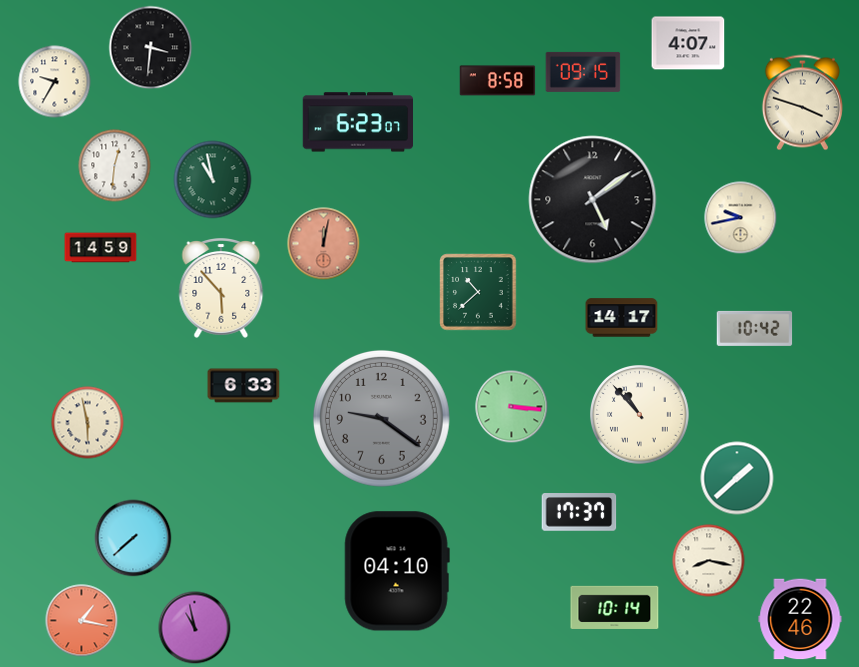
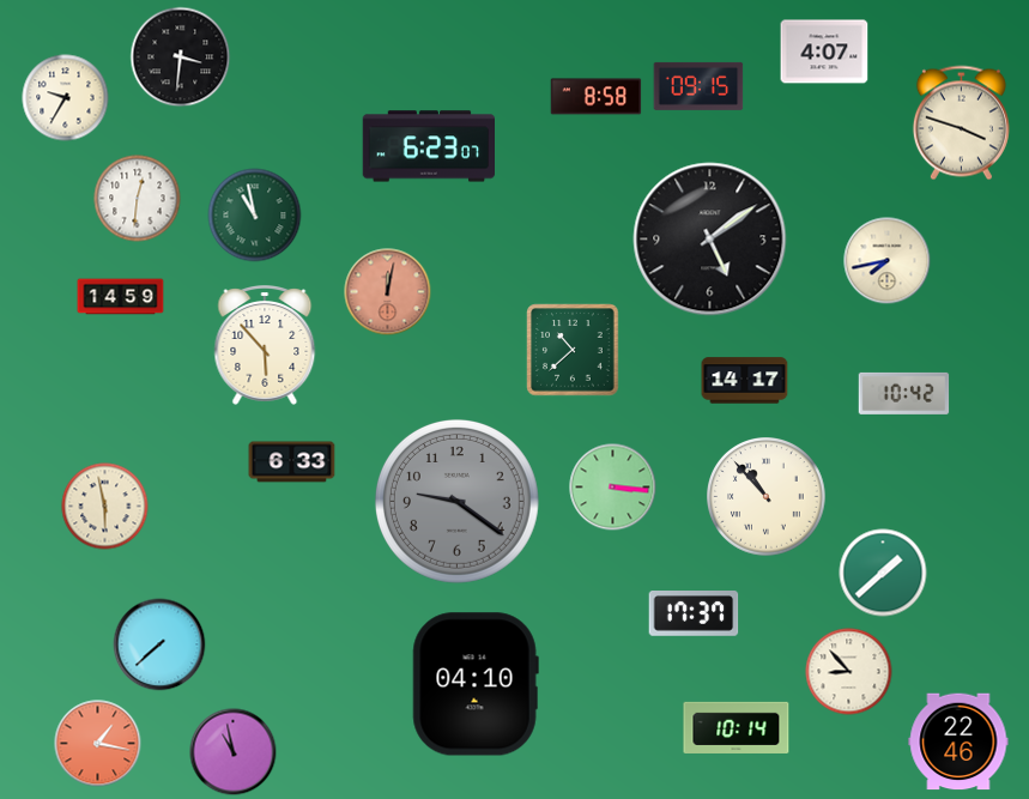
clock at (741, 218): 9:43 -> 7:43
clock at (709, 561): 8:17 -> 8:53
